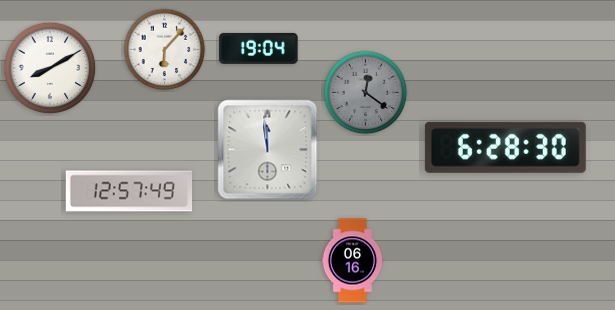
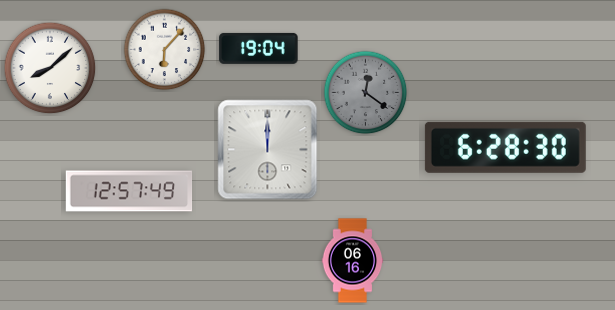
clock at (50, 68): 8:10 -> 8:08
clock at (268, 150): 11:59 -> 12:00
